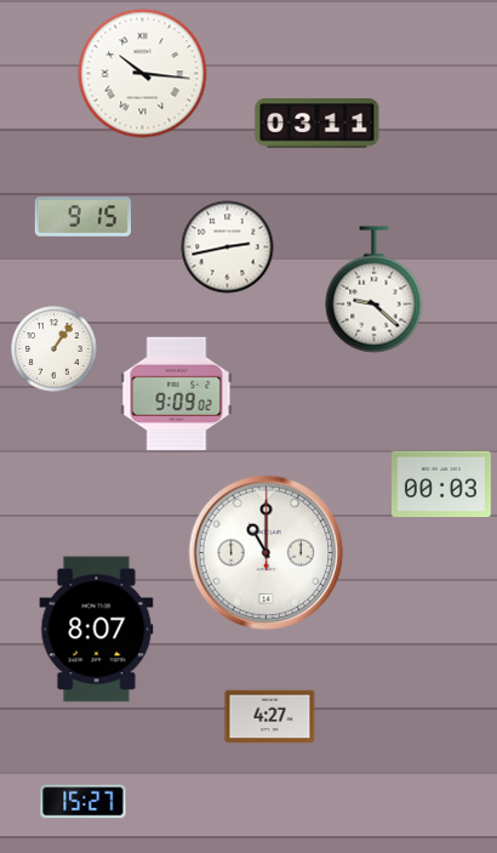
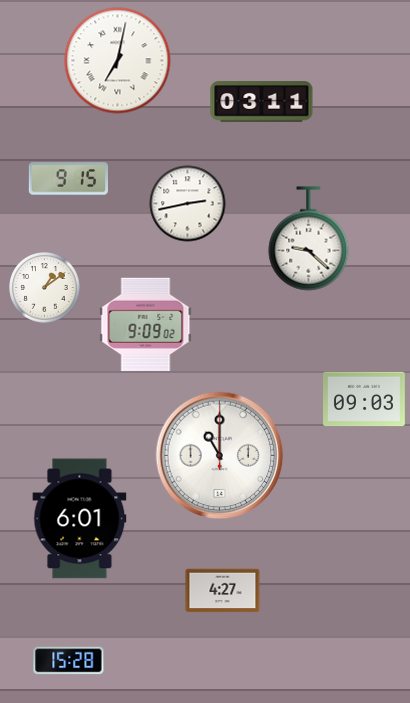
clock at (143, 74): 10:16 -> 7:02
clock at (55, 349): 1:06 -> 1:09
clock at (442, 484): 00:03 -> 09:03
clock at (97, 630): 8:07 -> 6:01
clock at (84, 802): 15:27 -> 15:28
